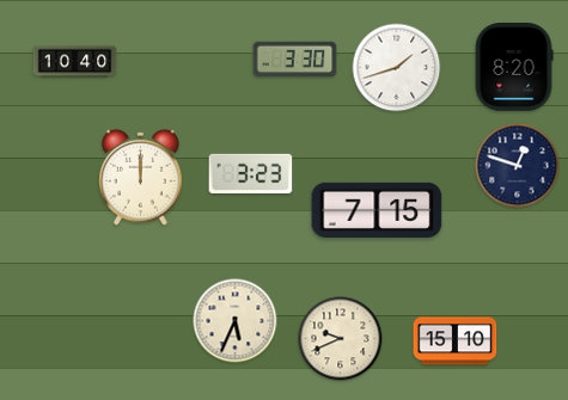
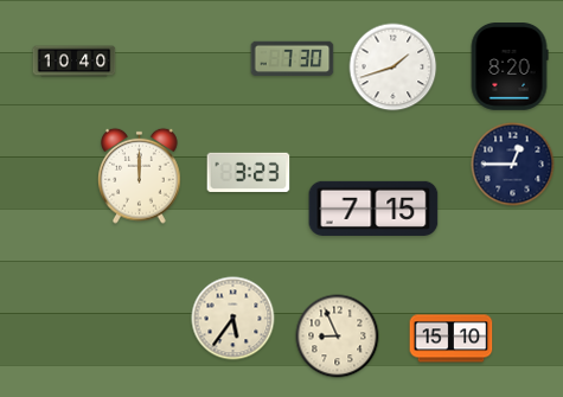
clock at (295, 60): 3:30 -> 7:30
clock at (518, 166): 12:48 -> 12:45
clock at (236, 321): 5:34 -> 5:36
clock at (341, 339): 9:41 -> 8:56
